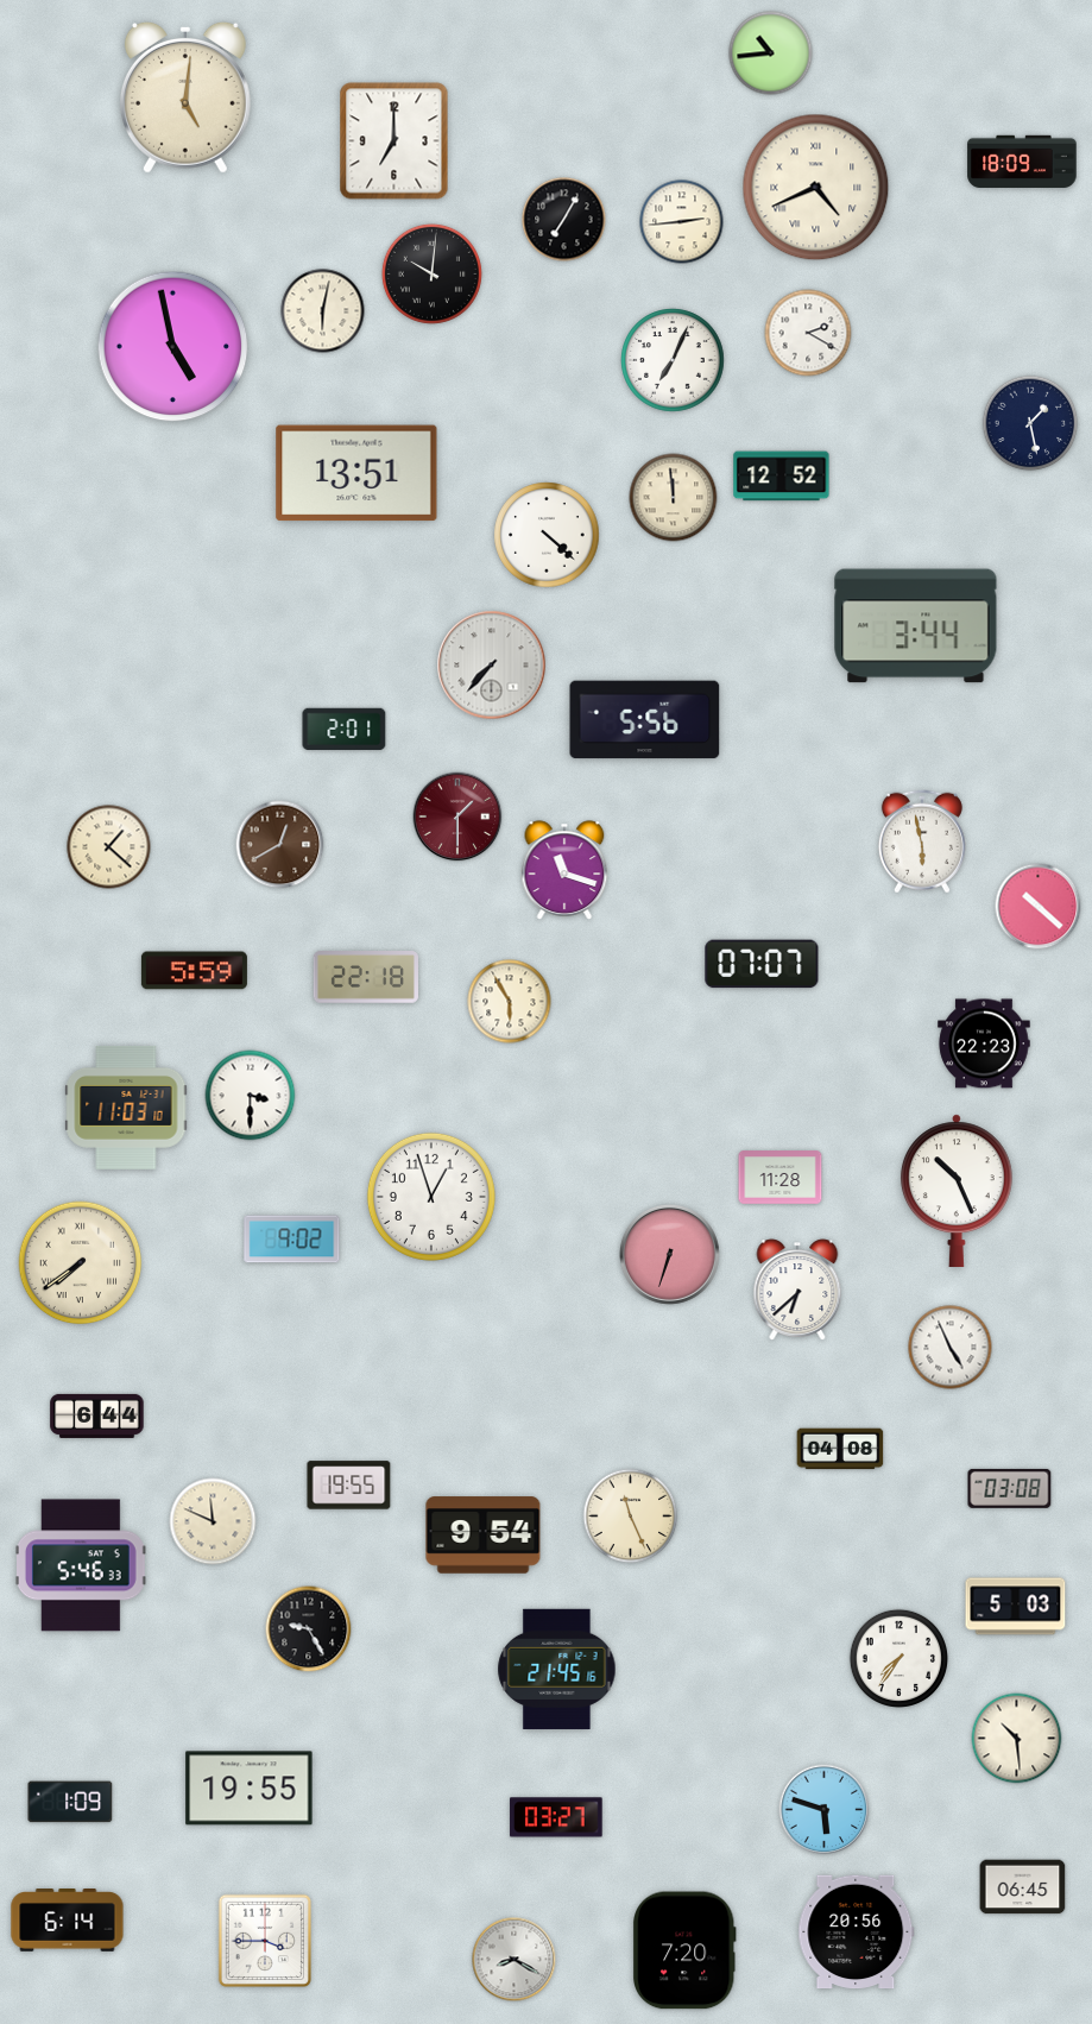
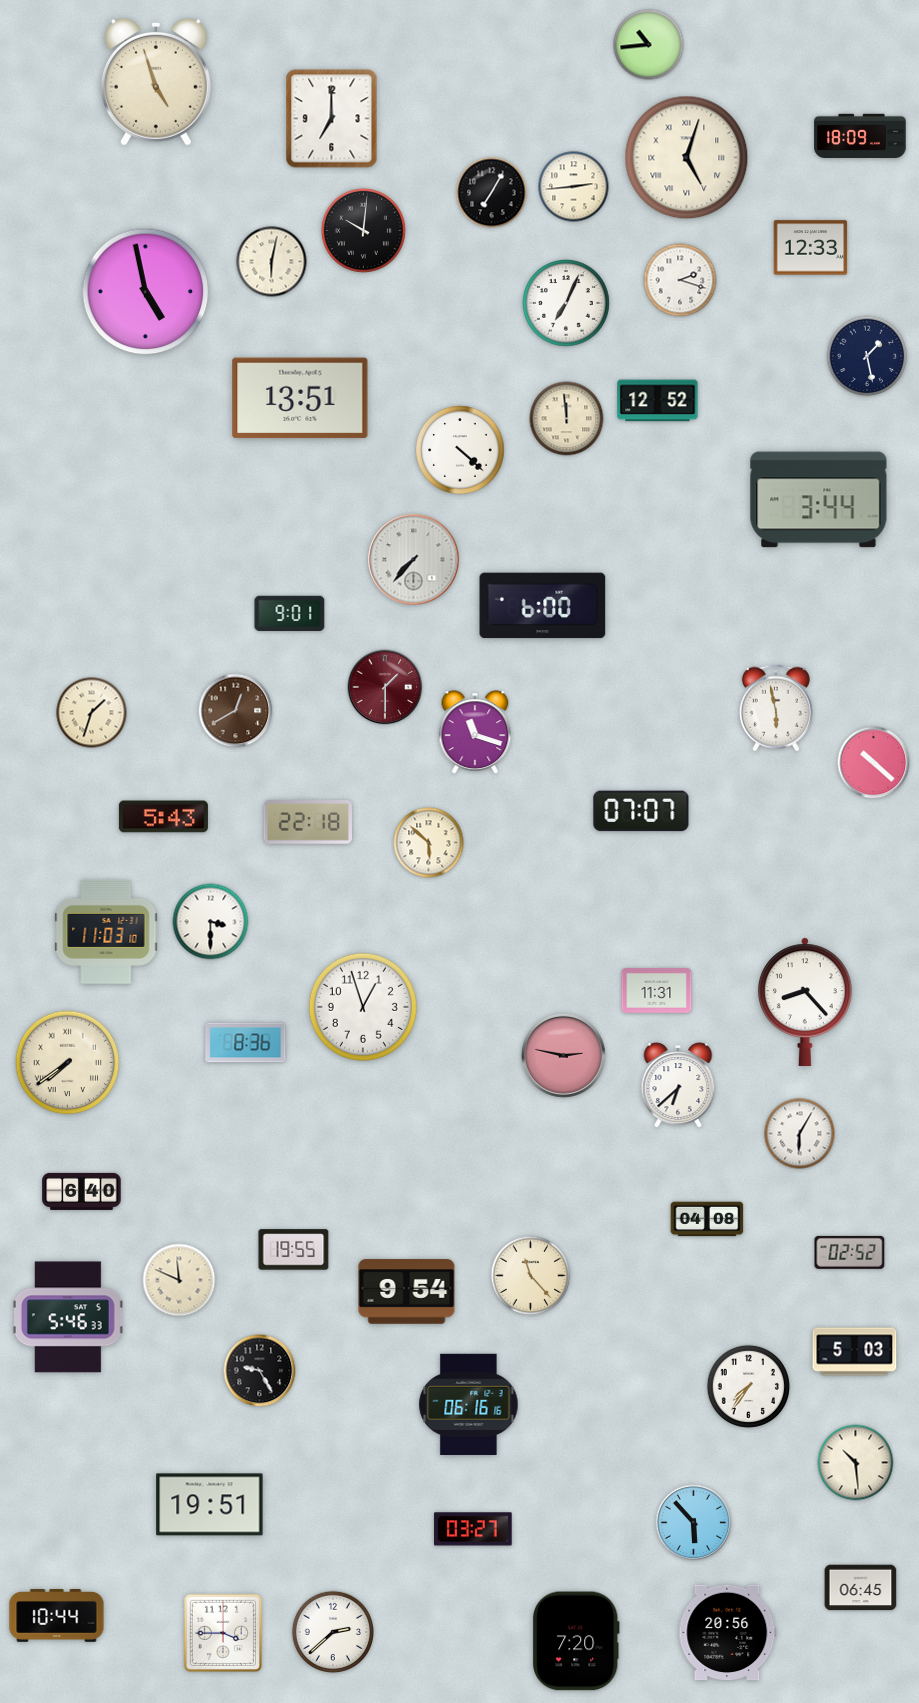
clock at (185, 97): 5:01 -> 4:57
clock at (816, 188): 4:41 -> 5:03
clock at (564, 220) position: (564, 220) -> (492, 193)
clock at (811, 248): none -> 12:33
clock at (808, 333): 2:20 -> 2:18
clock at (916, 626) position: (916, 626) -> (819, 500)
clock at (645, 720): 5:56 -> 6:00
clock at (345, 729): 2:01 -> 9:01
clock at (109, 847): 1:22 -> 1:33
clock at (194, 971): 5:59 -> 5:43
clock at (510, 1002): 5:55 -> 5:52
clock at (984, 1043): 22:23 -> none
clock at (781, 1178): 11:28 -> 11:31
clock at (957, 1190): 10:26 -> 8:23
clock at (292, 1240): 9:02 -> 8:36
clock at (669, 1254): 6:33 -> 2:47
clock at (797, 1290) position: (797, 1290) -> (678, 1085)
clock at (951, 1348): 4:56 -> 6:05
clock at (97, 1415): 6:44 -> 6:40
clock at (1010, 1488): 03:08 -> 02:52
clock at (631, 1517): 11:26 -> 11:23
clock at (898, 1658) position: (898, 1658) -> (748, 1386)
clock at (557, 1669): 21:45 -> 06:16
clock at (250, 1789): 19:55 -> 19:51
clock at (70, 1802): 1:09 -> none
clock at (825, 1810): 5:48 -> 5:53
clock at (556, 1817) position: (556, 1817) -> (473, 1529)
clock at (68, 1921): 6:14 -> 10:44
clock at (857, 1932) position: (857, 1932) -> (728, 1633)
clock at (332, 1631): none -> 2:38
clock at (515, 1960): 8:20 -> none
